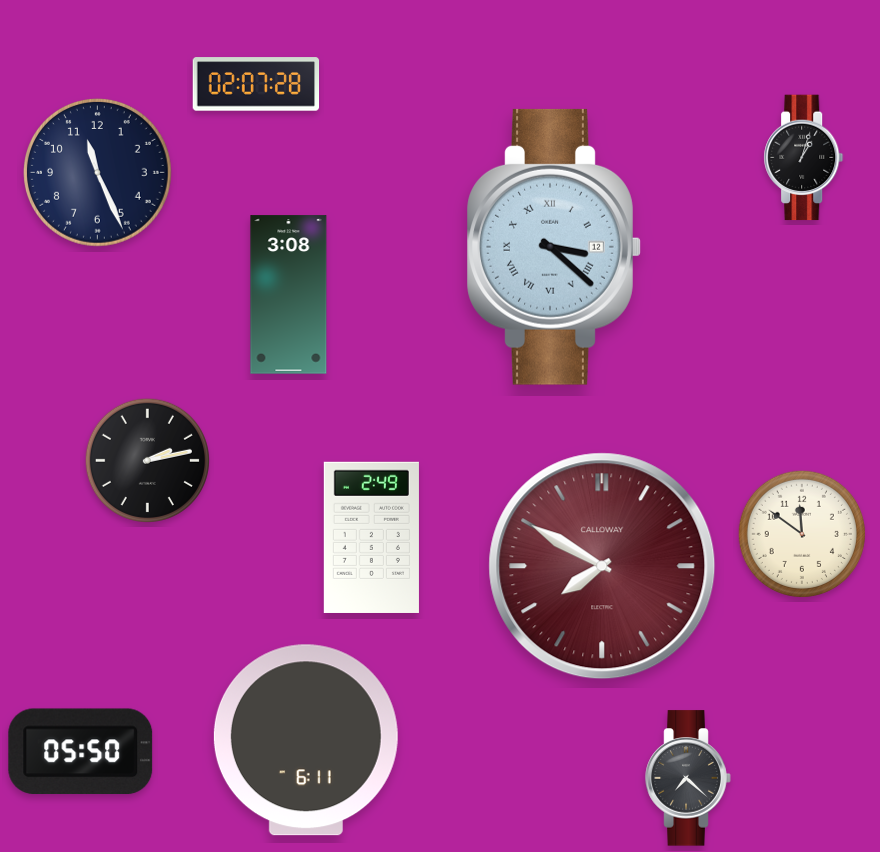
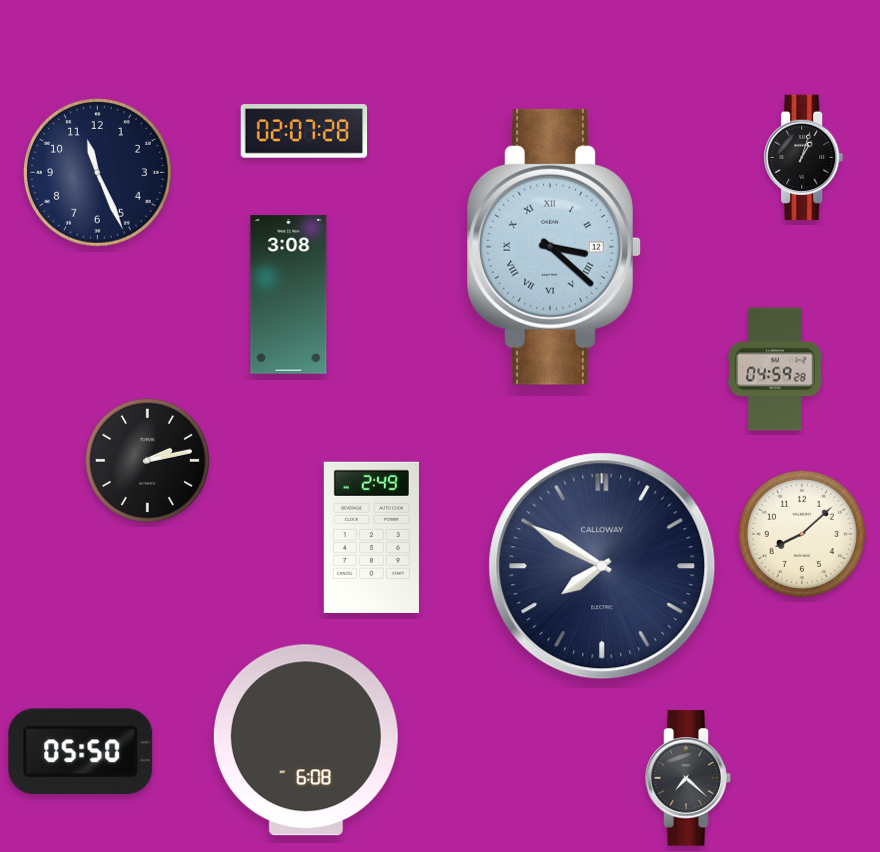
clock at (256, 84) position: (256, 84) -> (304, 131)
clock at (775, 369): none -> 04:59
clock at (802, 534): 11:51 -> 8:08
clock at (602, 566) dial: burgundy -> navy
clock at (306, 740): 6:11 -> 6:08
